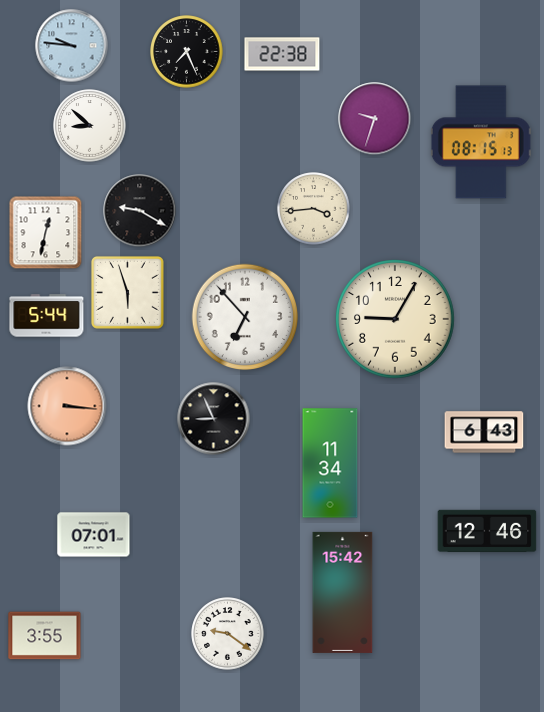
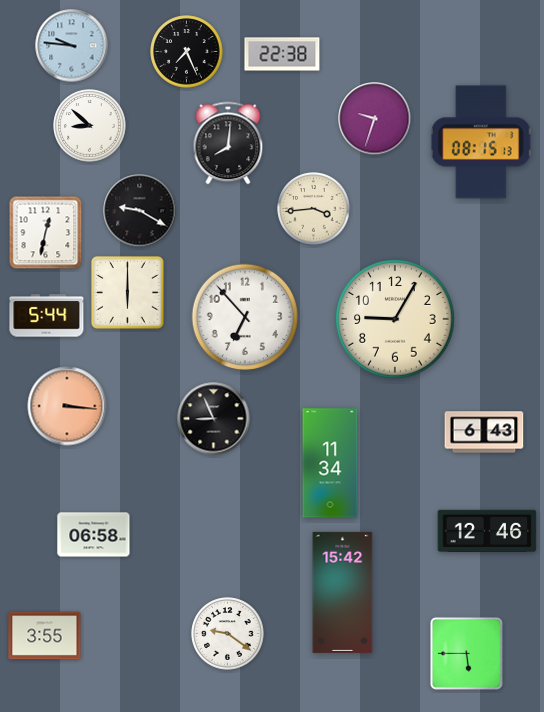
clock at (228, 143): none -> 8:01
clock at (127, 292): 5:57 -> 6:00
clock at (94, 535): 07:01 -> 06:58
clock at (466, 653): none -> 5:45
